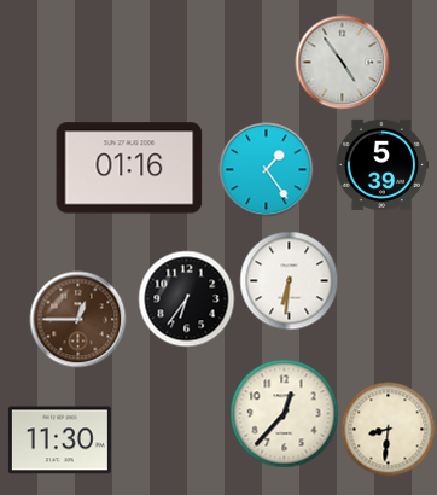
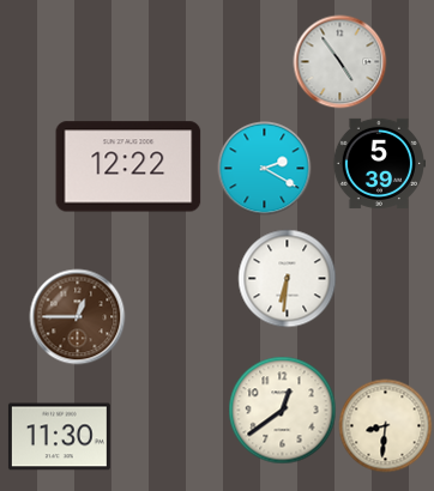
clock at (129, 168): 01:16 -> 12:22
clock at (266, 169): 1:24 -> 2:20
clock at (186, 298): 6:36 -> none
clock at (284, 413): 12:37 -> 12:39
